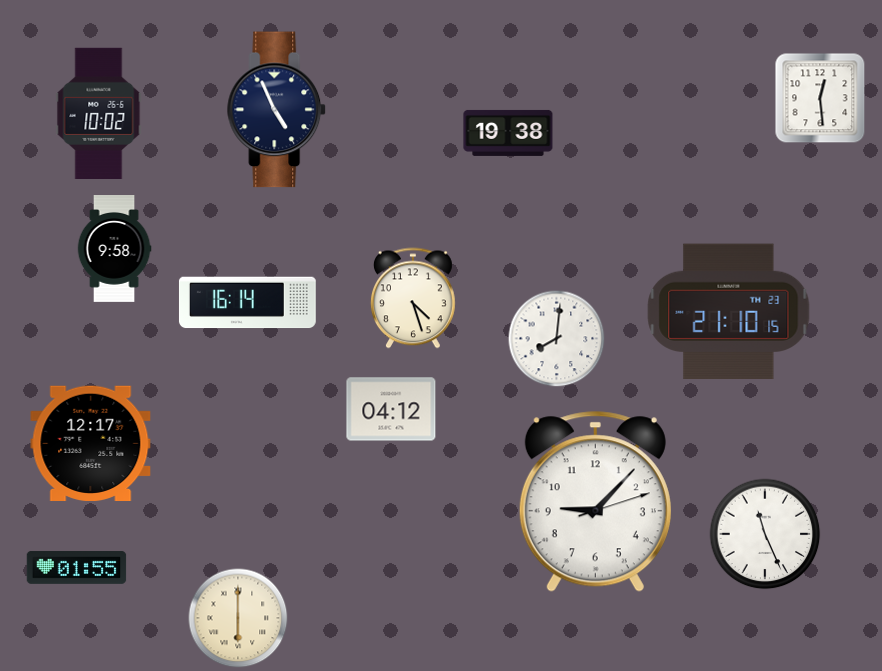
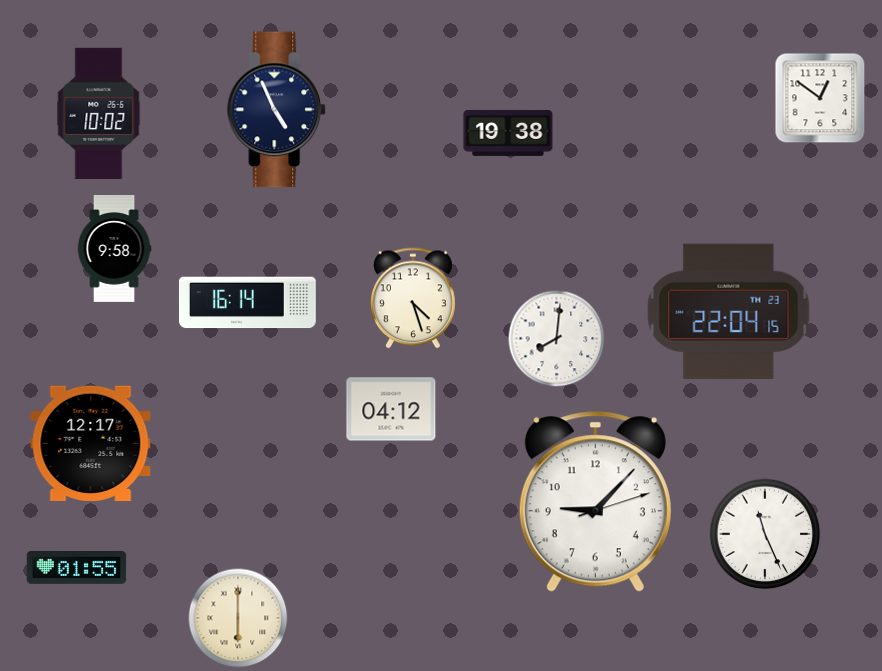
clock at (820, 98): 12:29 -> 12:51
clock at (729, 312): 21:10 -> 22:04
